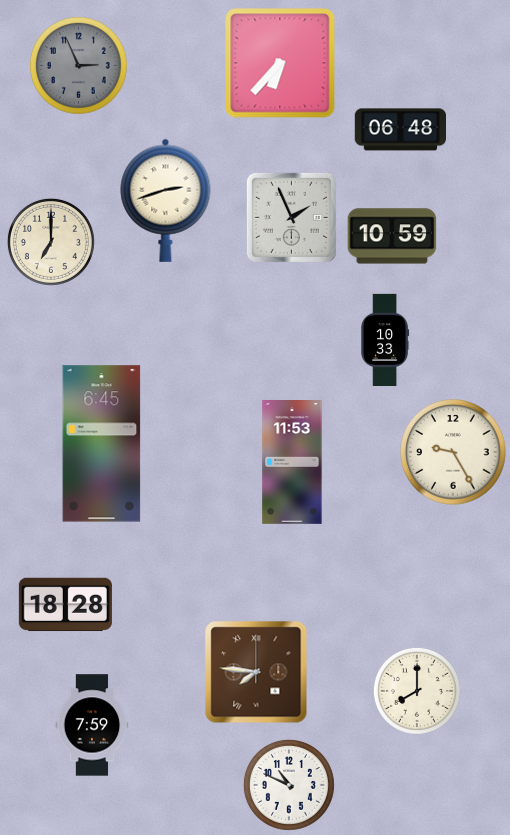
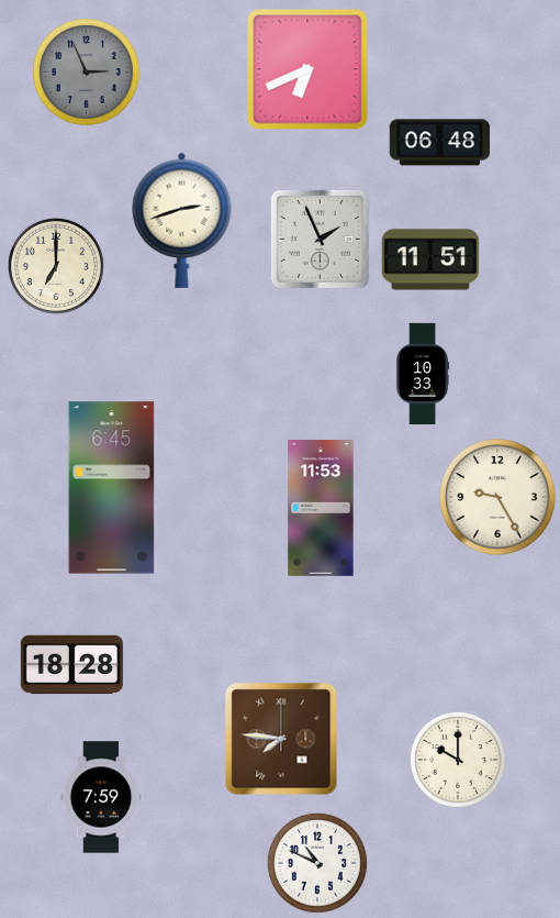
clock at (280, 63): 6:37 -> 6:41
clock at (392, 236): 10:59 -> 11:51
clock at (417, 691): 8:00 -> 10:00
